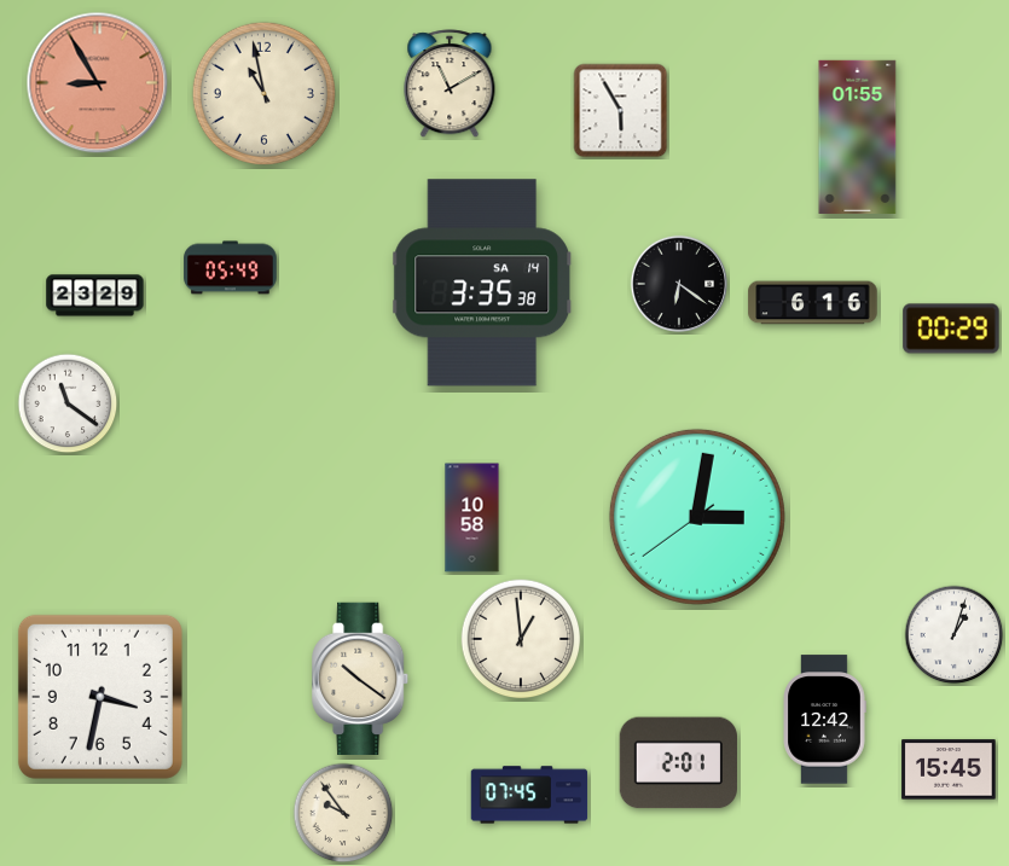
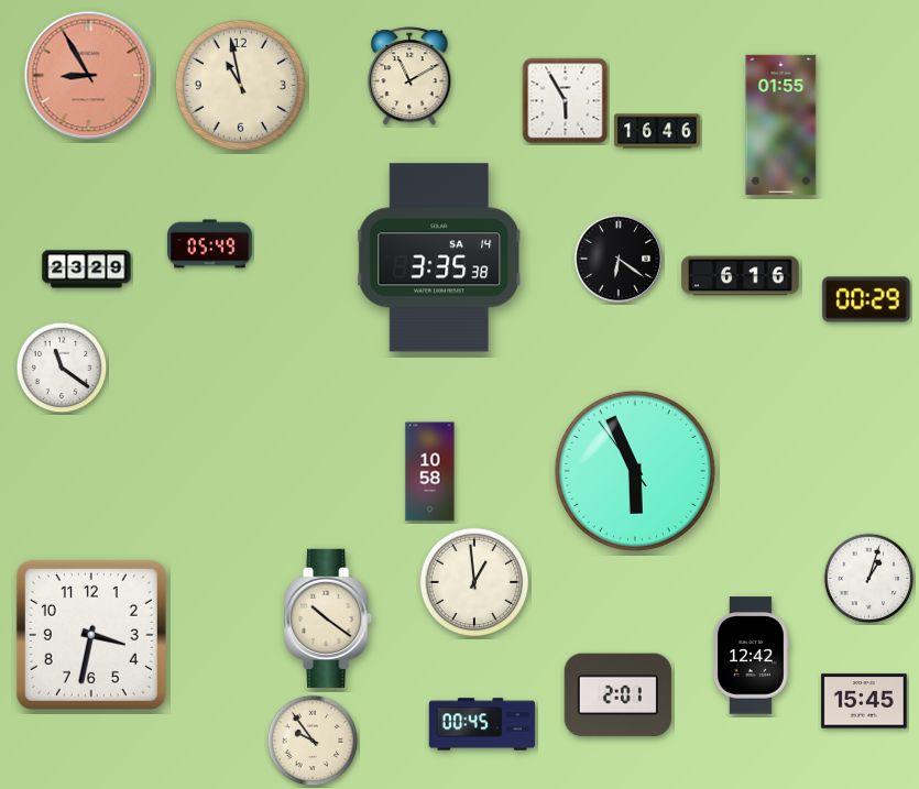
clock at (657, 131): none -> 16:46
clock at (697, 517): 3:01 -> 5:55
clock at (529, 795): 07:45 -> 00:45
